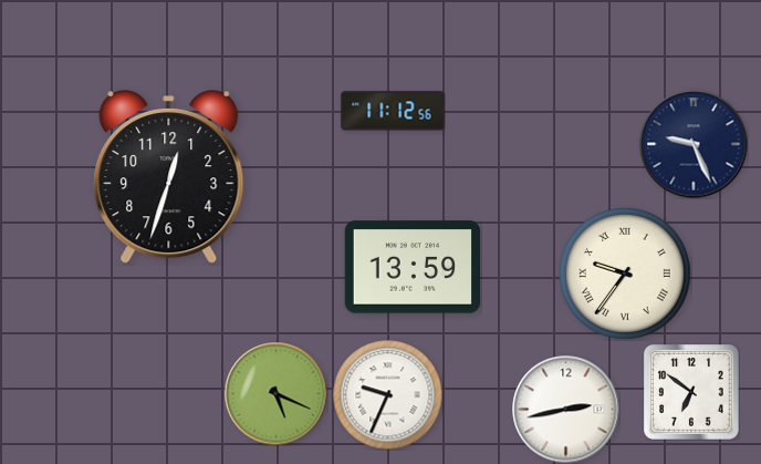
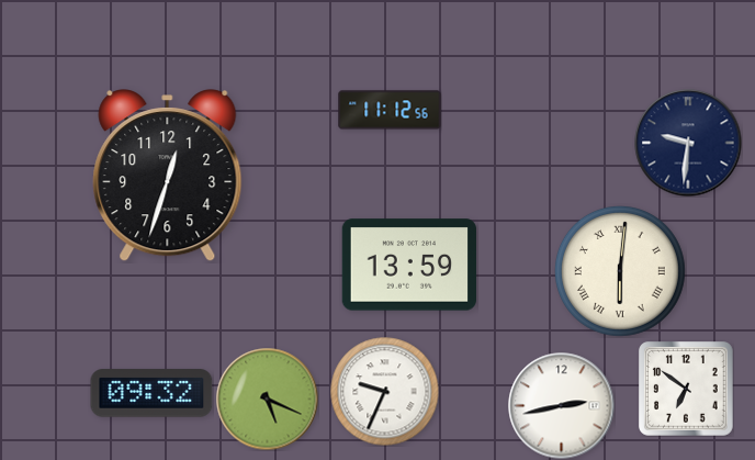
clock at (694, 144): 9:26 -> 9:31
clock at (625, 274): 9:36 -> 6:01
clock at (275, 393) position: (275, 393) -> (267, 399)
clock at (151, 393): none -> 09:32
